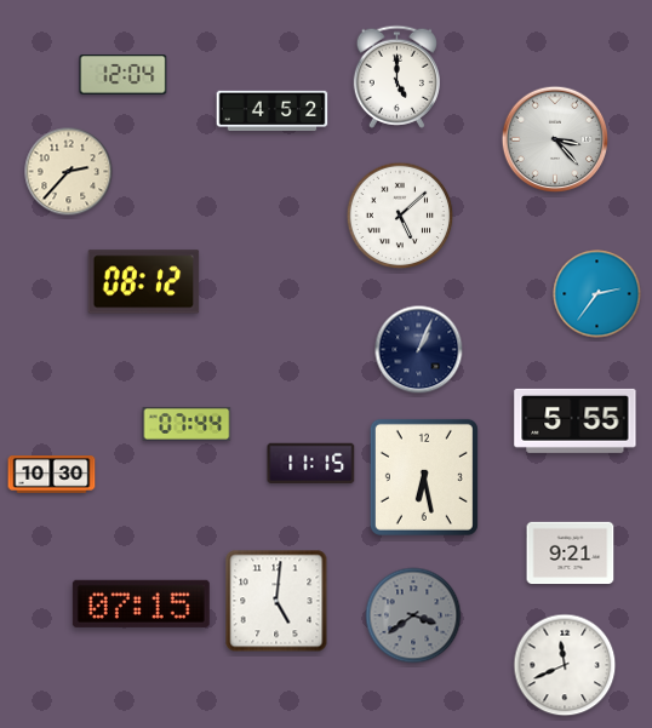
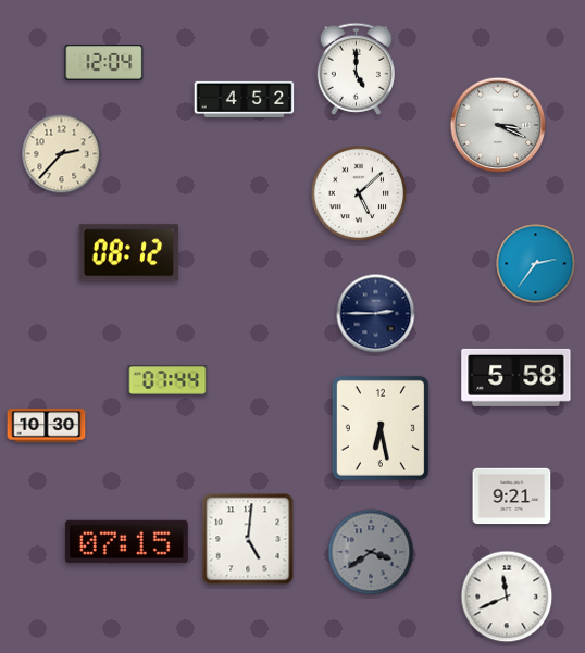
clock at (124, 75) position: (124, 75) -> (104, 63)
clock at (555, 139): 3:23 -> 3:19
clock at (419, 350): 1:04 -> 2:45
clock at (576, 420): 5:55 -> 5:58
clock at (311, 463): 11:15 -> none
